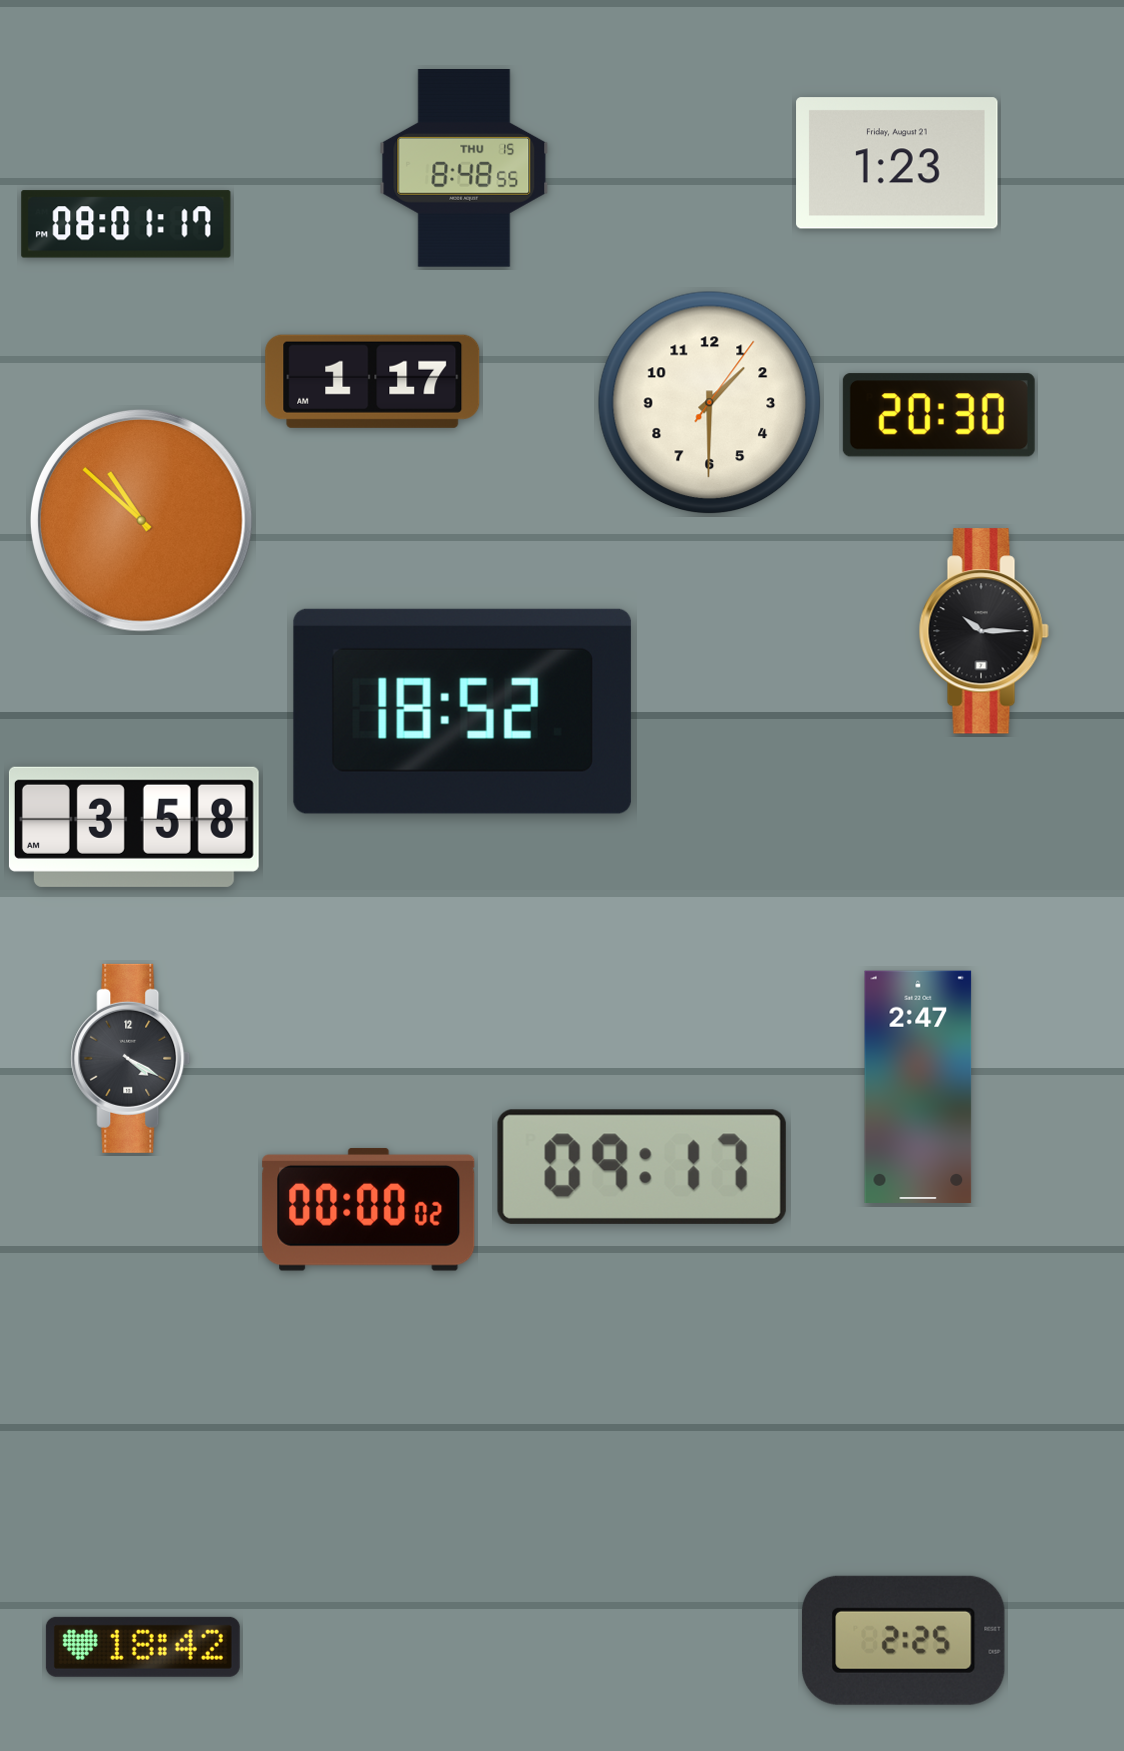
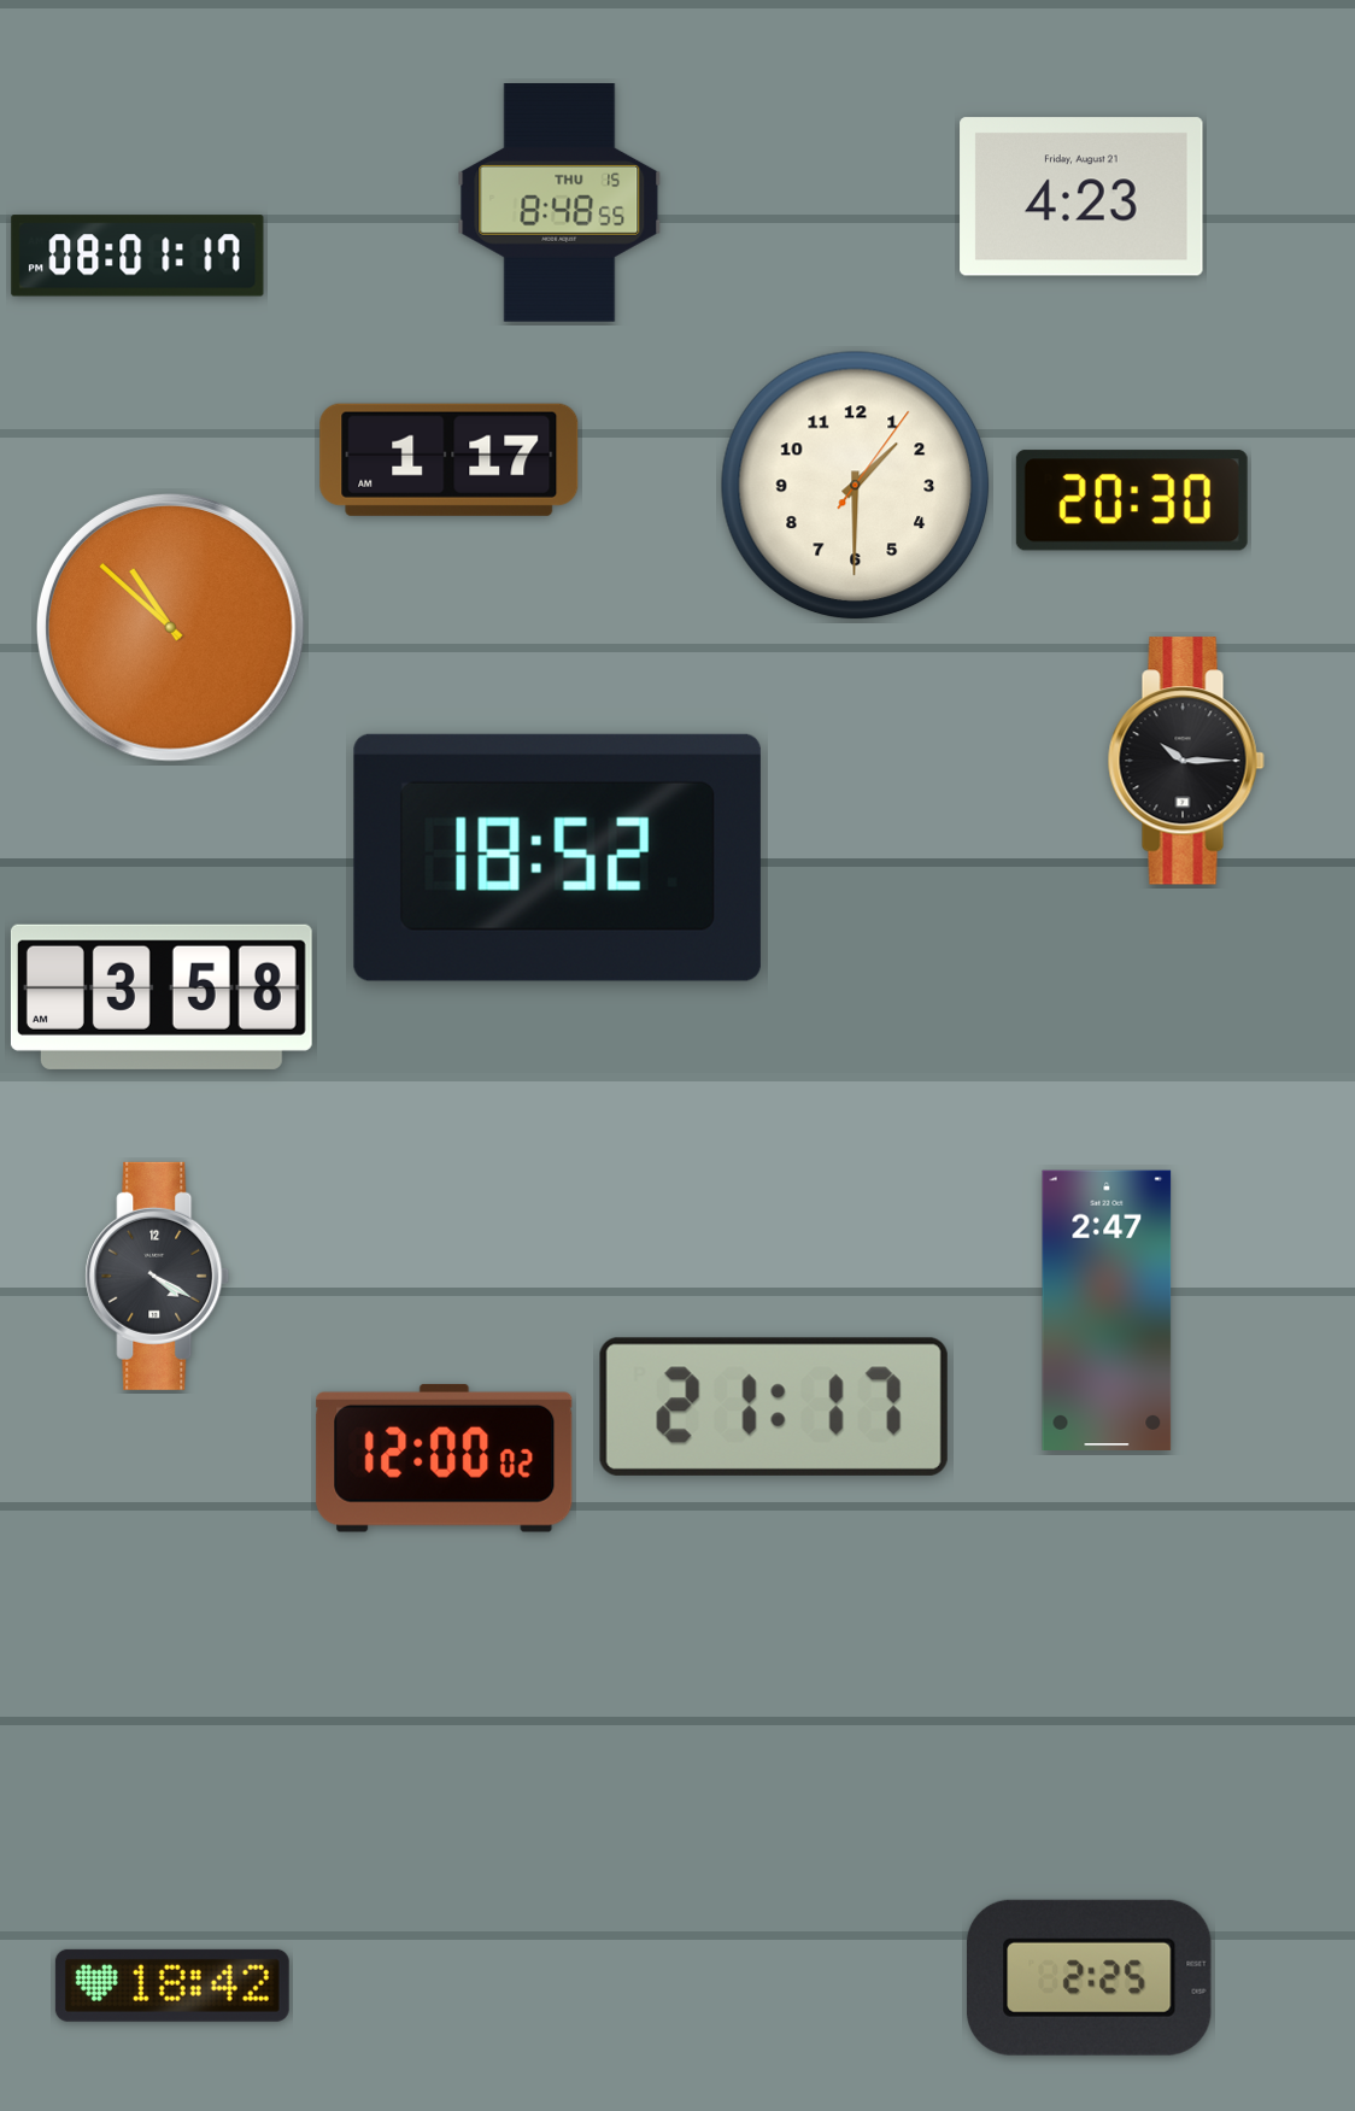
clock at (897, 163): 1:23 -> 4:23
clock at (126, 224) position: (126, 224) -> (137, 256)
clock at (642, 1167): 09:17 -> 21:17
clock at (369, 1209): 00:00 -> 12:00
